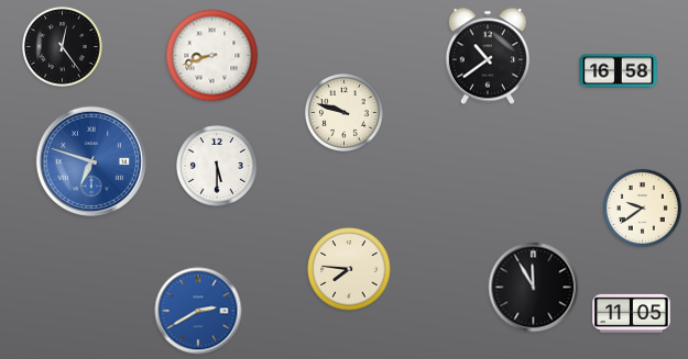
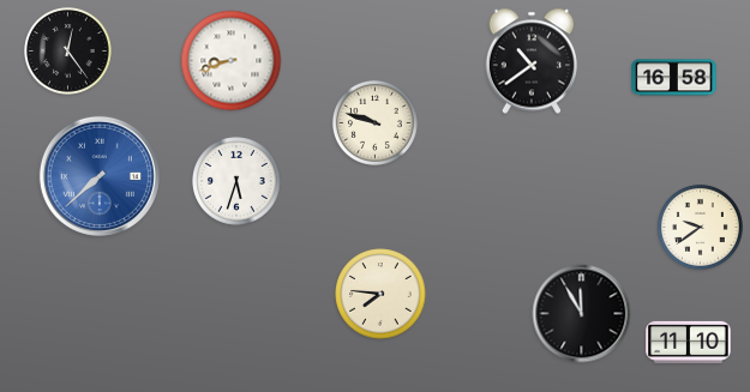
clock at (91, 161): 6:48 -> 7:38
clock at (217, 166): 5:30 -> 5:33
clock at (198, 311): 2:40 -> none
clock at (632, 313): 11:05 -> 11:10
